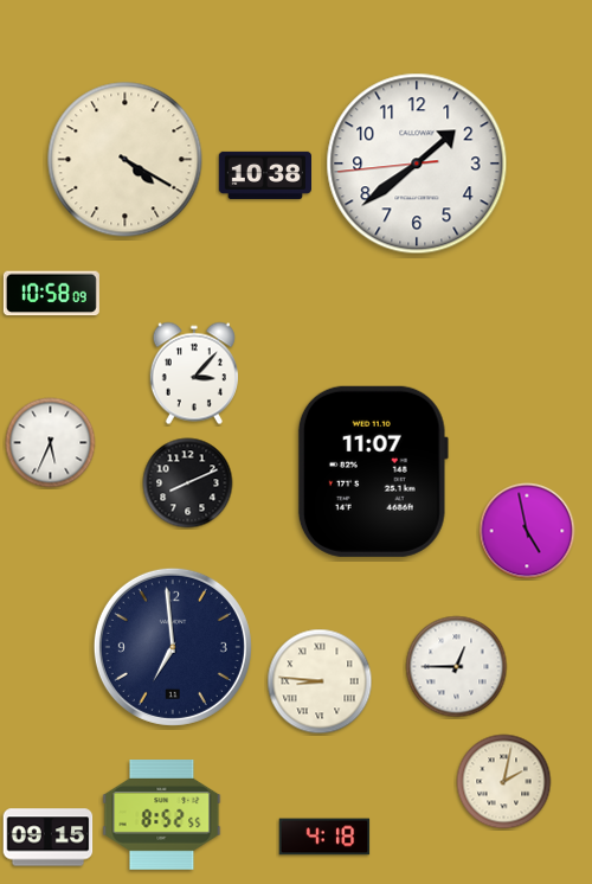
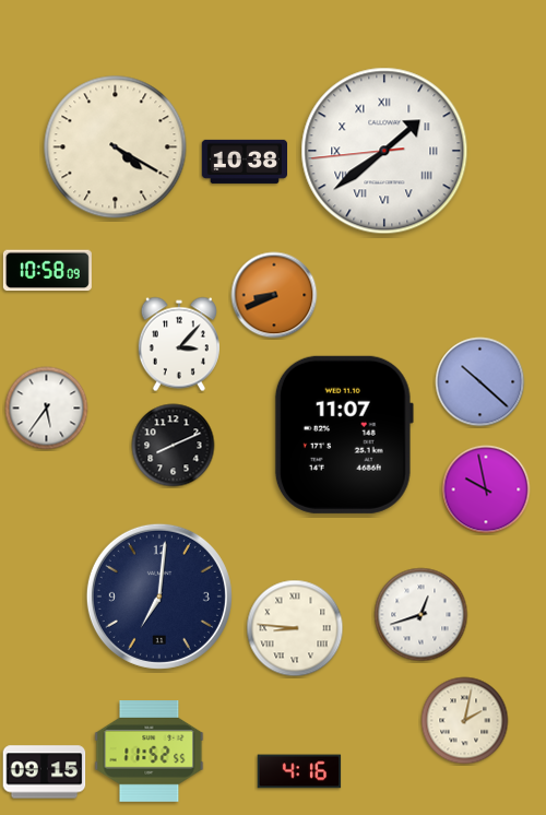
clock at (417, 164) numerals: Arabic -> Roman
clock at (274, 295): none -> 8:41
clock at (480, 382): none -> 10:22
clock at (51, 443): 5:34 -> 5:36
clock at (527, 531): 4:58 -> 9:58
clock at (173, 647): 6:59 -> 7:01
clock at (457, 667): 12:45 -> 12:42
clock at (162, 815): 8:52 -> 11:52
clock at (324, 837): 4:18 -> 4:16
